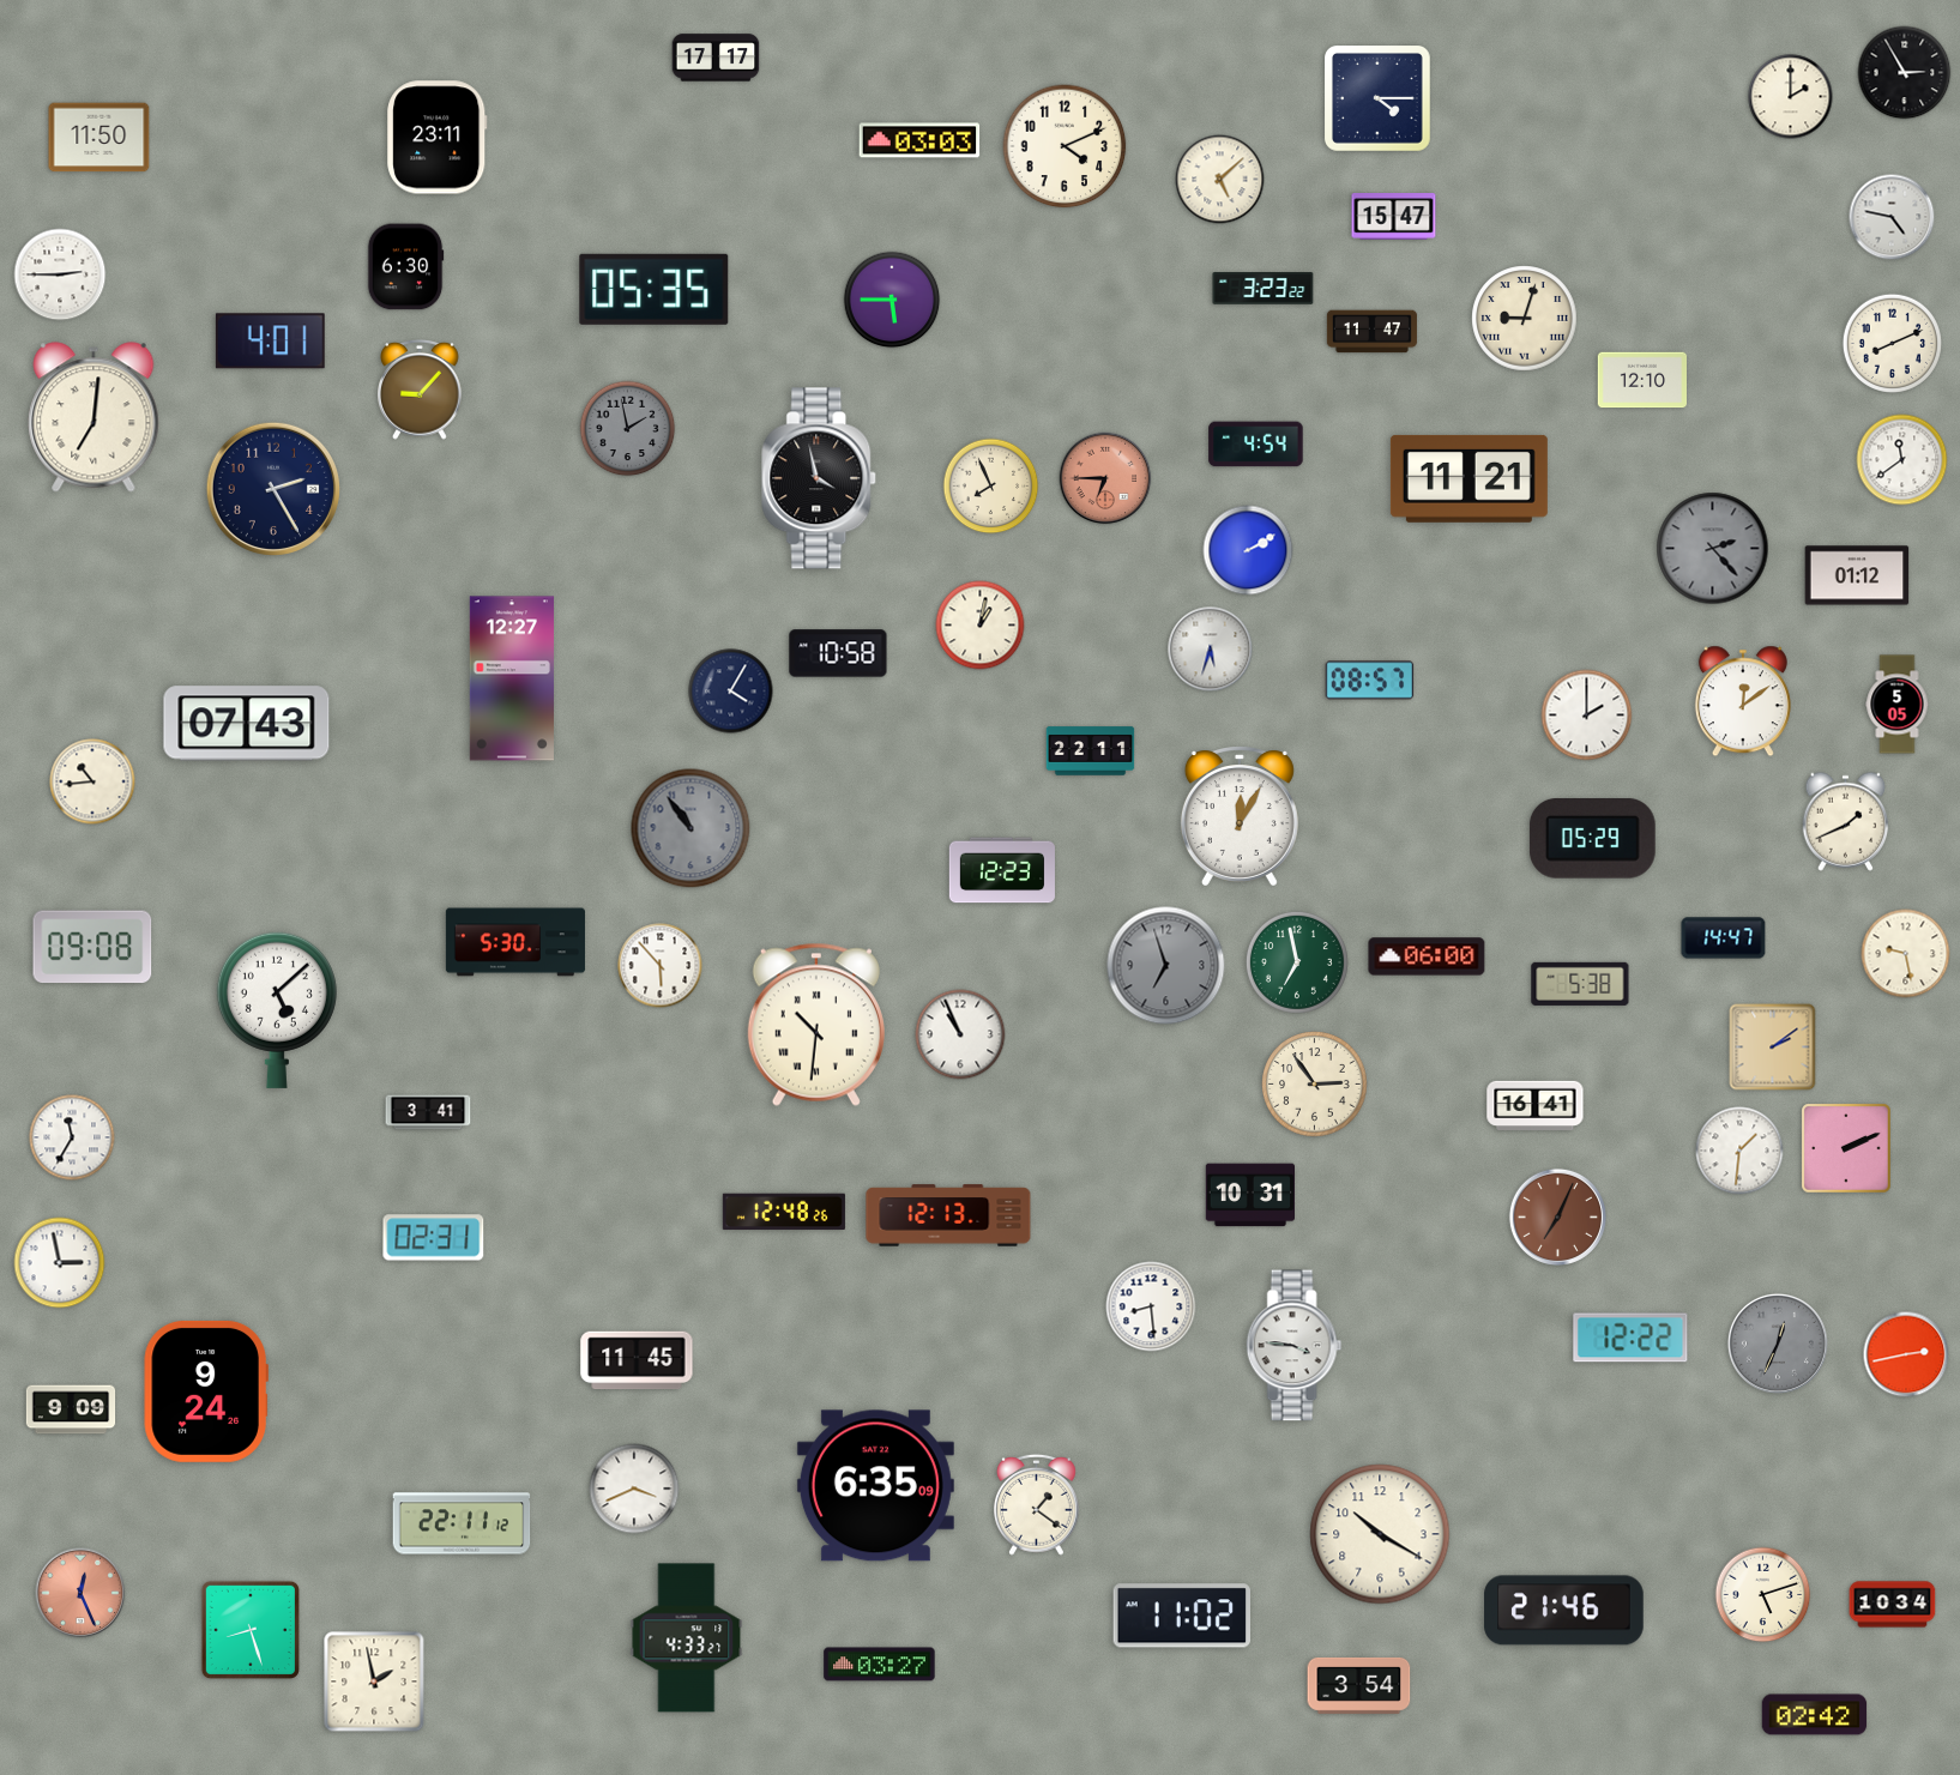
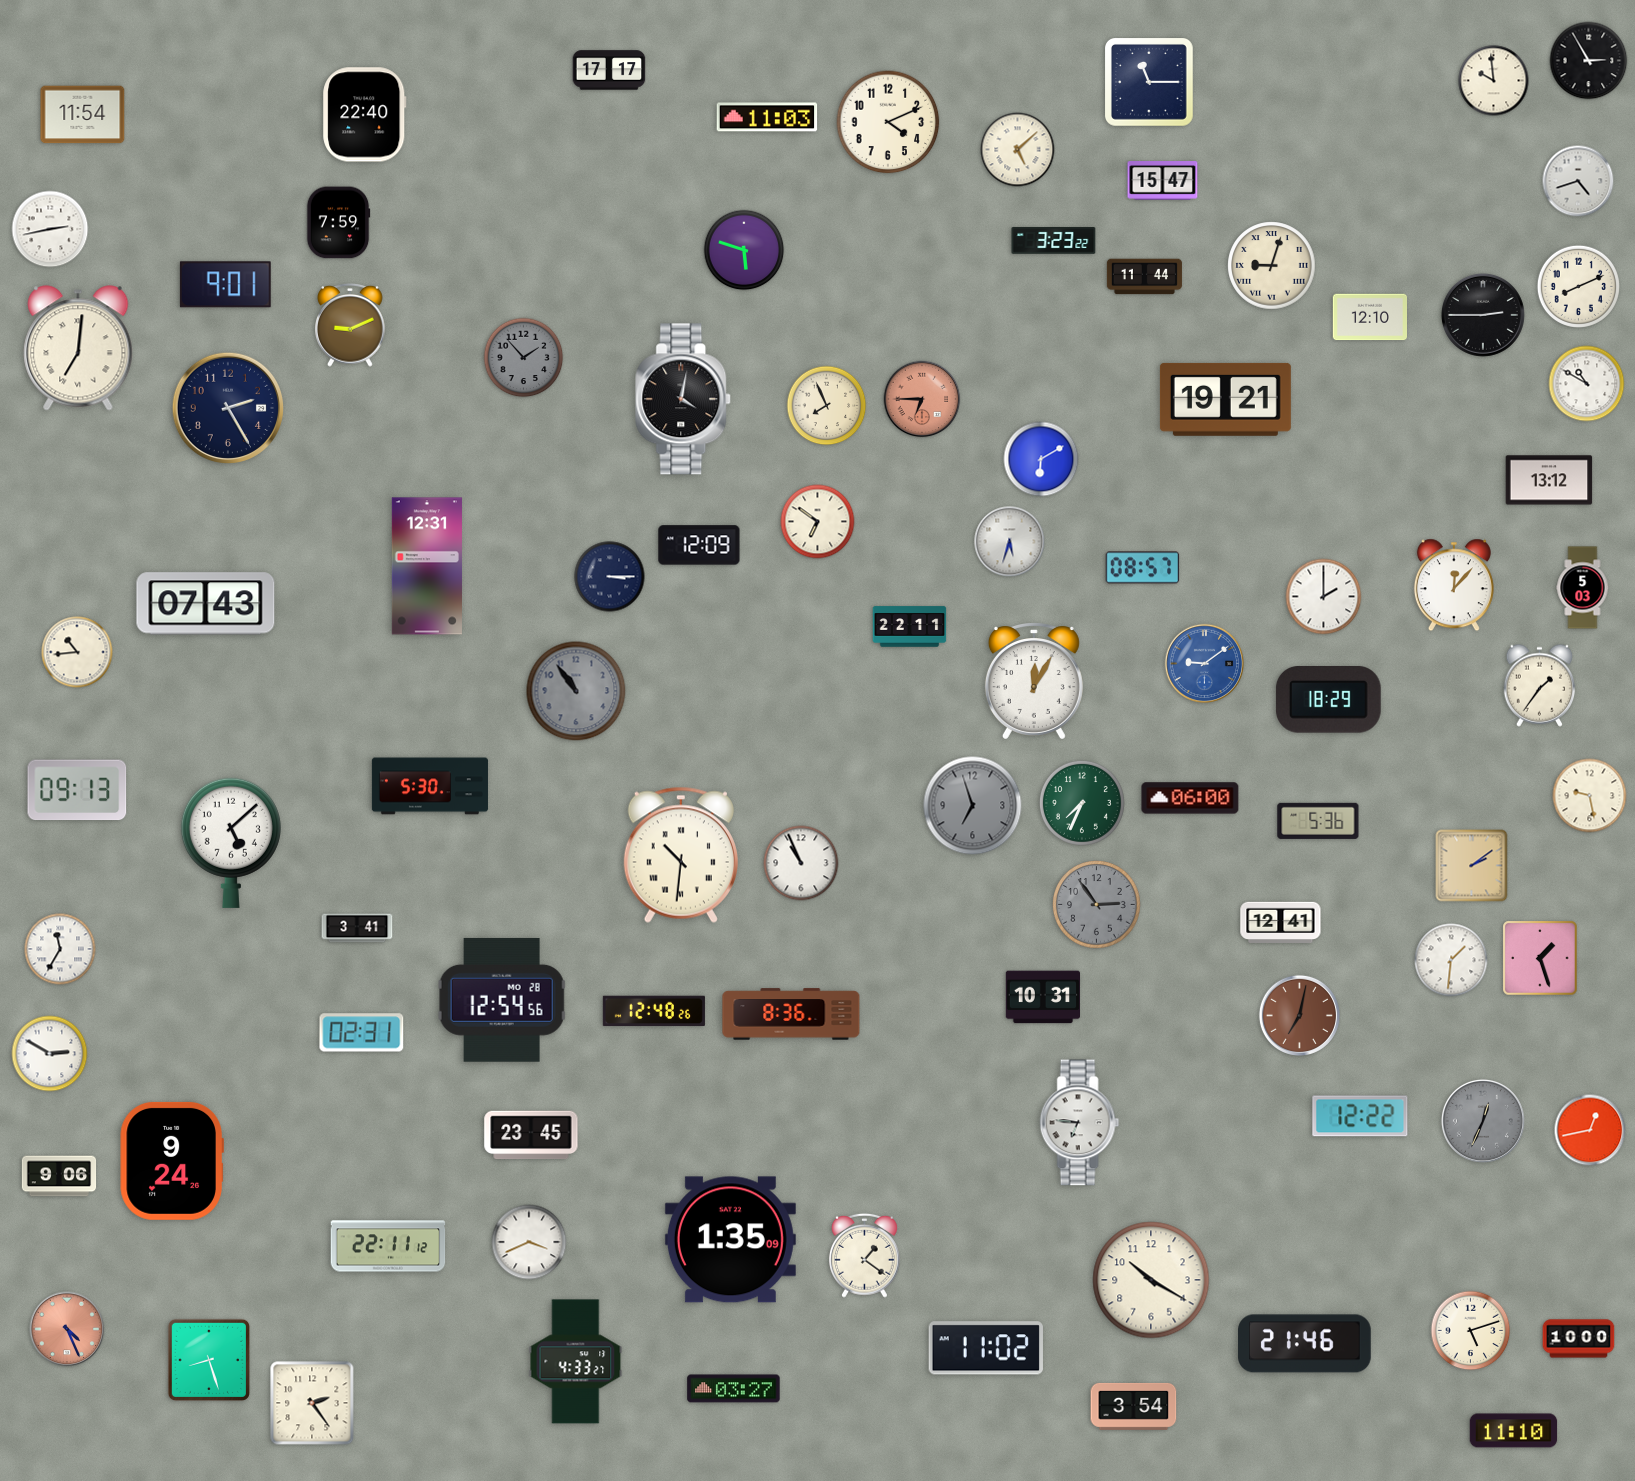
clock at (716, 58) position: (716, 58) -> (609, 70)
clock at (1791, 97): 2:00 -> 9:59
clock at (1379, 99): 4:15 -> 11:15
clock at (99, 138): 11:50 -> 11:54
clock at (438, 138): 23:11 -> 22:40
clock at (919, 140): 03:03 -> 11:03
clock at (1892, 217): 4:47 -> 4:42
clock at (405, 267): 6:30 -> 7:59
clock at (60, 274): 2:45 -> 2:43
clock at (655, 289): 05:35 -> none
clock at (892, 300): 5:45 -> 5:48
clock at (1371, 332): 11:47 -> 11:44
clock at (270, 342): 4:01 -> 9:01
clock at (1483, 315): none -> 2:45
clock at (420, 390): 9:07 -> 9:11
clock at (628, 429): 1:58 -> 1:53
clock at (1256, 445): 4:54 -> none
clock at (1902, 460): 11:39 -> 10:50
clock at (820, 478): 3:58 -> 4:02
clock at (1469, 478): 11:21 -> 19:21
clock at (1713, 549): 2:23 -> none
clock at (1248, 550): 2:10 -> 6:10
clock at (1857, 575): 01:12 -> 13:12
clock at (981, 626): 1:02 -> 6:51
clock at (838, 653): 10:58 -> 12:09
clock at (512, 678): 12:27 -> 12:31
clock at (731, 692): 4:05 -> 3:15
clock at (1743, 701): 12:09 -> 12:07
clock at (1898, 705): 5:05 -> 5:03
clock at (1205, 664): none -> 9:09
clock at (1846, 821): 1:41 -> 1:36
clock at (1592, 839): 05:29 -> 18:29
clock at (1001, 870): 12:23 -> none
clock at (1724, 938): 14:47 -> none
clock at (92, 947): 09:08 -> 09:13
clock at (1297, 962): 6:58 -> 7:34
clock at (661, 966): 5:53 -> none
clock at (1580, 984): 5:38 -> 5:36
clock at (1773, 1048) position: (1773, 1048) -> (1472, 866)
clock at (1315, 1085) dial: cream -> grey
clock at (1536, 1106): 16:41 -> 12:41
clock at (1846, 1148): 2:11 -> 1:27
clock at (502, 1000): none -> 12:54
clock at (948, 1215): 12:13 -> 8:36
clock at (1557, 1216): 7:04 -> 7:02
clock at (60, 1263): 2:58 -> 2:50
clock at (1151, 1306): 8:29 -> none
clock at (1295, 1346): 3:46 -> 6:46
clock at (1906, 1354): 2:43 -> 12:43
clock at (637, 1360): 11:45 -> 23:45
clock at (71, 1409): 9:09 -> 9:06
clock at (875, 1486): 6:35 -> 1:35
clock at (462, 1523) position: (462, 1523) -> (388, 1246)
clock at (80, 1593): 12:26 -> 4:26
clock at (1893, 1605): 10:34 -> 10:00
clock at (687, 1638) position: (687, 1638) -> (576, 1362)
clock at (374, 1682): 1:58 -> 2:24
clock at (1815, 1715): 02:42 -> 11:10
